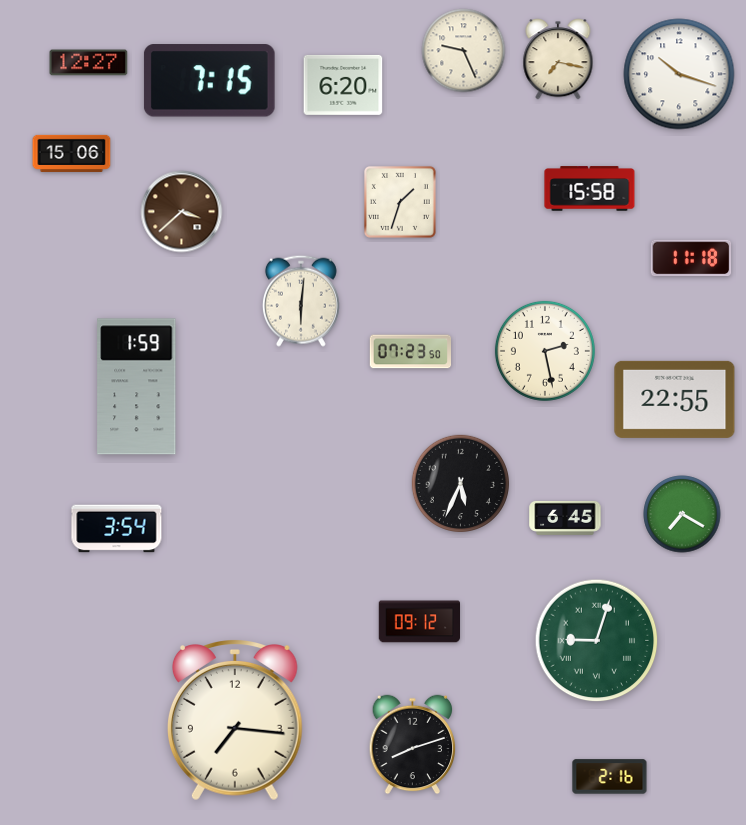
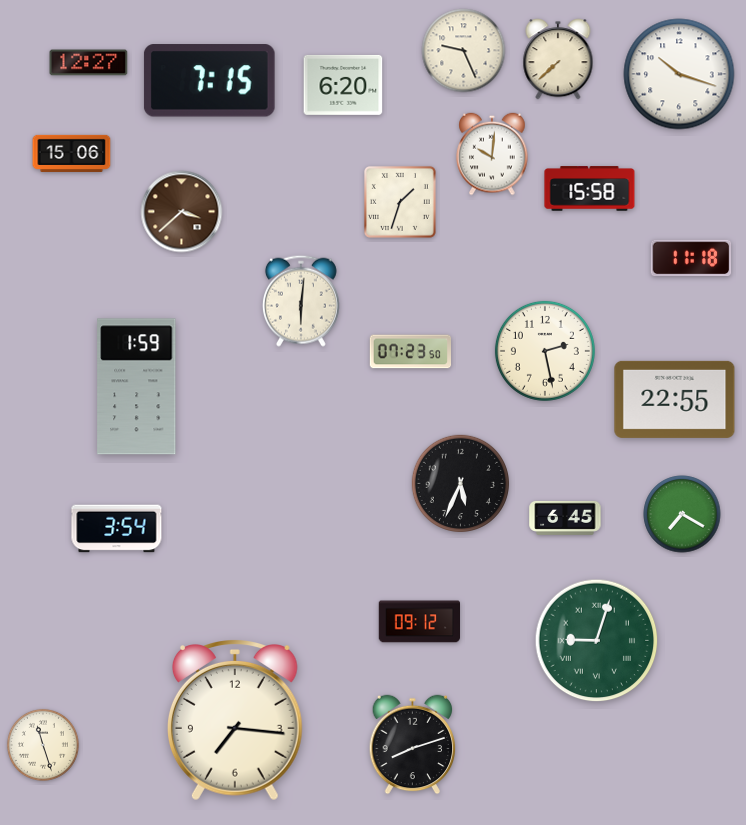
clock at (558, 59): 7:17 -> 7:38
clock at (492, 154): none -> 10:01
clock at (43, 745): none -> 11:27
clock at (610, 777): 2:16 -> none
